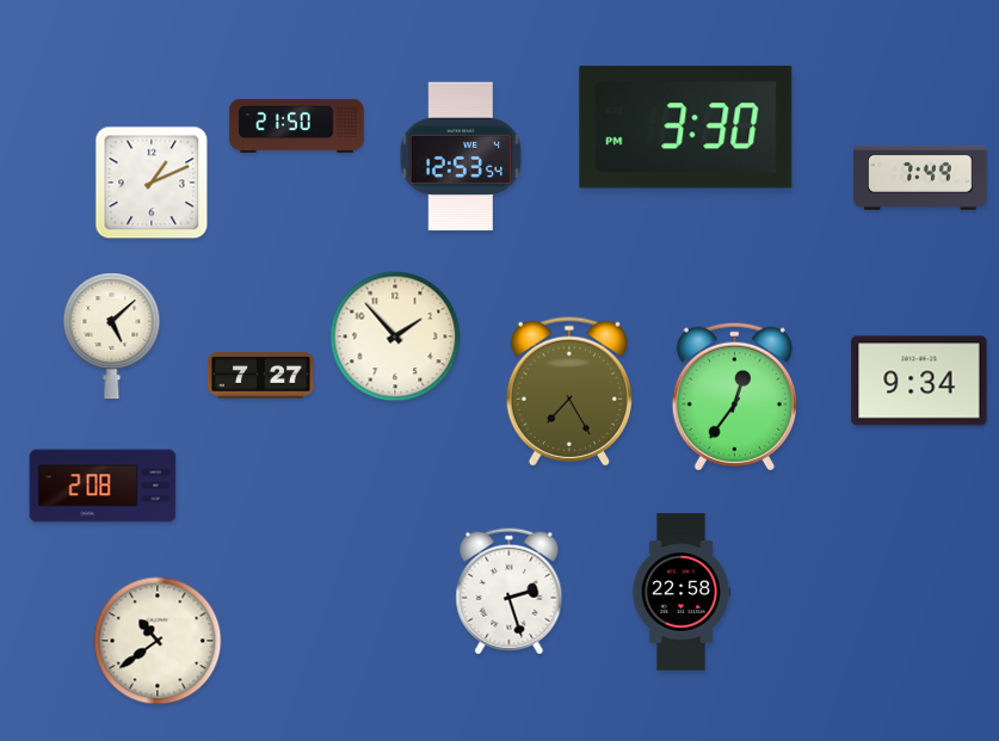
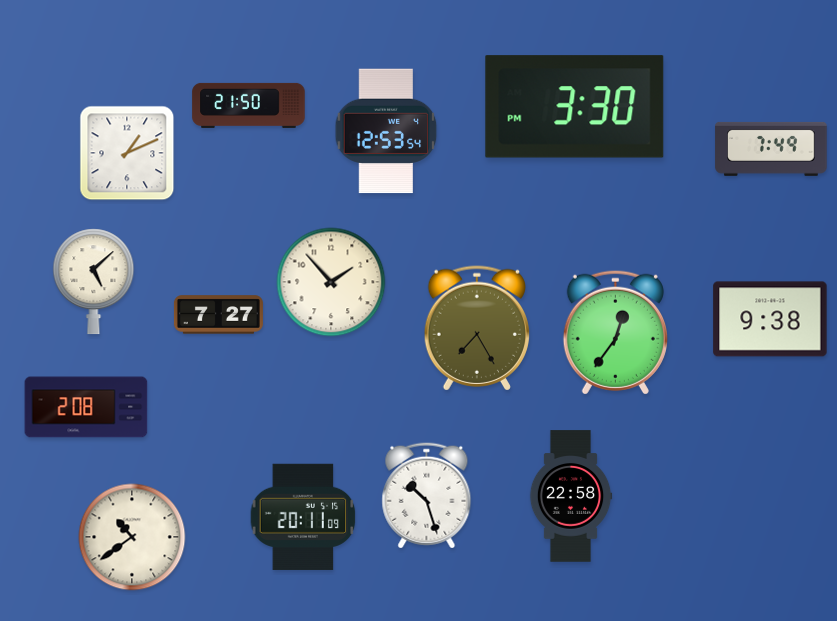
clock at (919, 381): 9:34 -> 9:38
clock at (510, 592): 2:27 -> 10:27
clock at (303, 517): none -> 20:11
